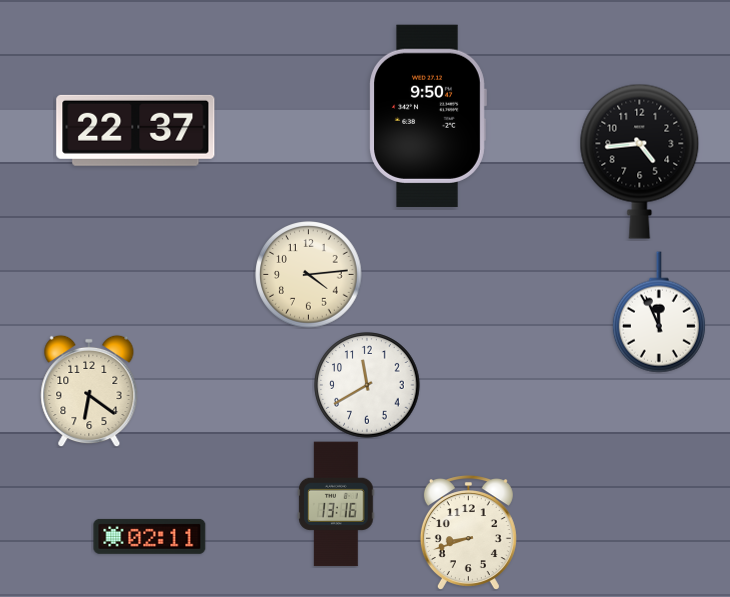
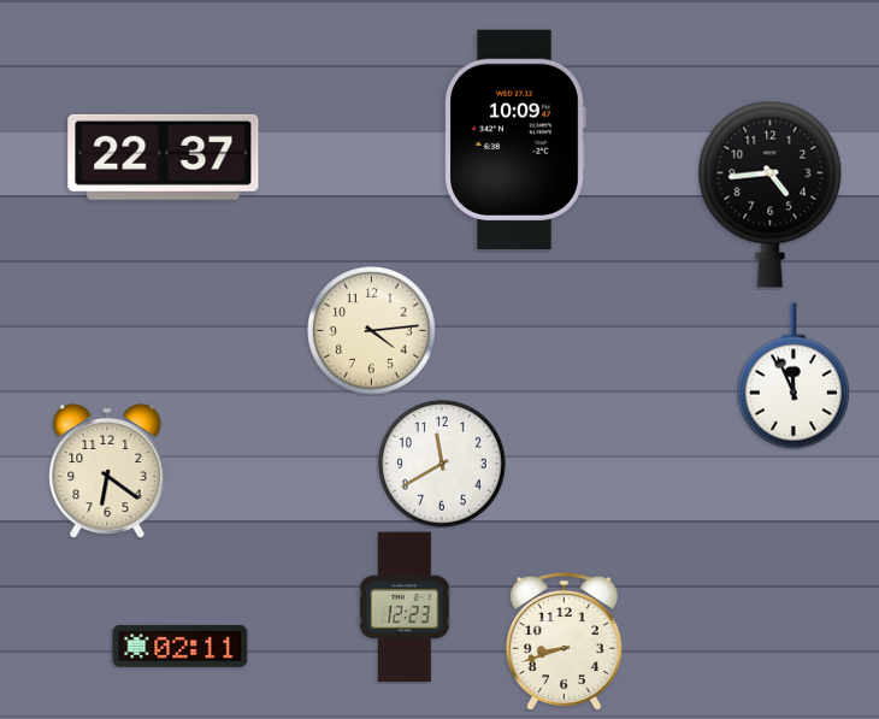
clock at (428, 116): 9:50 -> 10:09
clock at (336, 504): 13:16 -> 12:23
